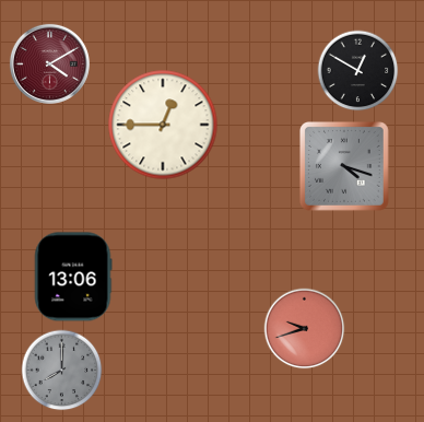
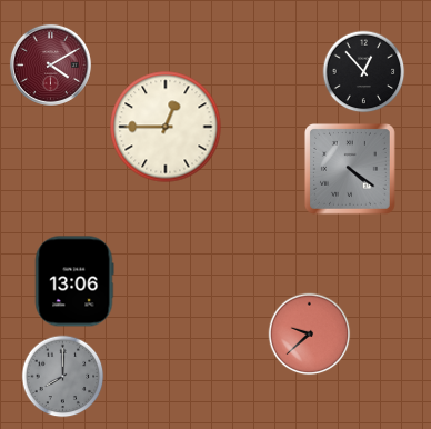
clock at (358, 71): 12:50 -> 12:53
clock at (345, 167): 4:18 -> 4:21
clock at (305, 329): 9:42 -> 9:38
